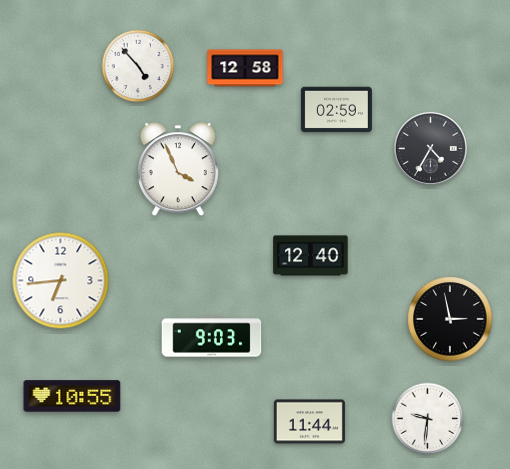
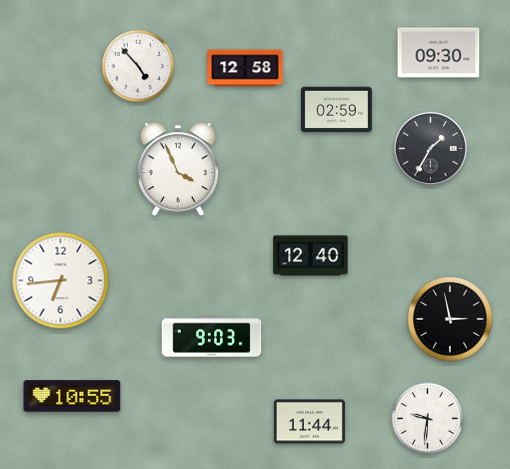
clock at (439, 53): none -> 09:30
clock at (430, 148): 4:35 -> 1:35
